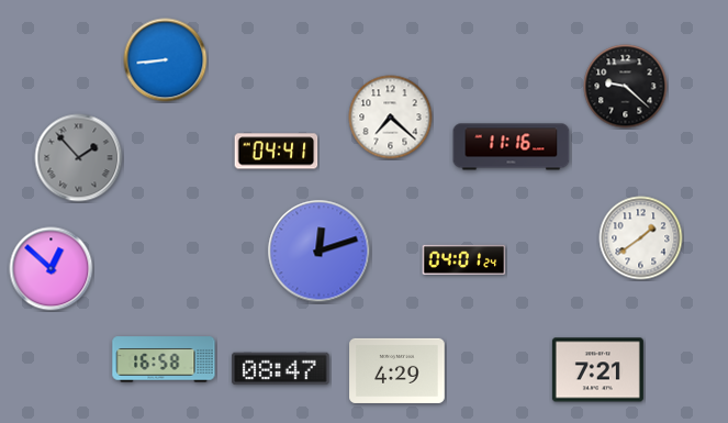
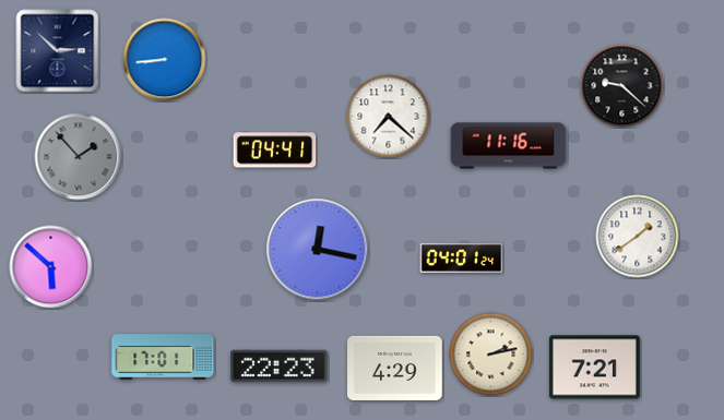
clock at (58, 51): none -> 2:52
clock at (320, 252): 12:12 -> 12:17
clock at (52, 269): 12:52 -> 5:52
clock at (491, 355): none -> 2:13
clock at (164, 359): 16:58 -> 17:01
clock at (281, 369): 08:47 -> 22:23
